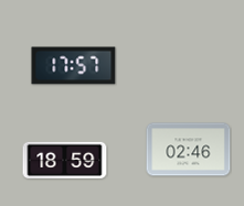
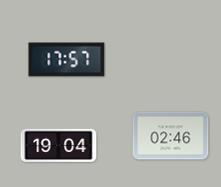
clock at (65, 160): 18:59 -> 19:04
